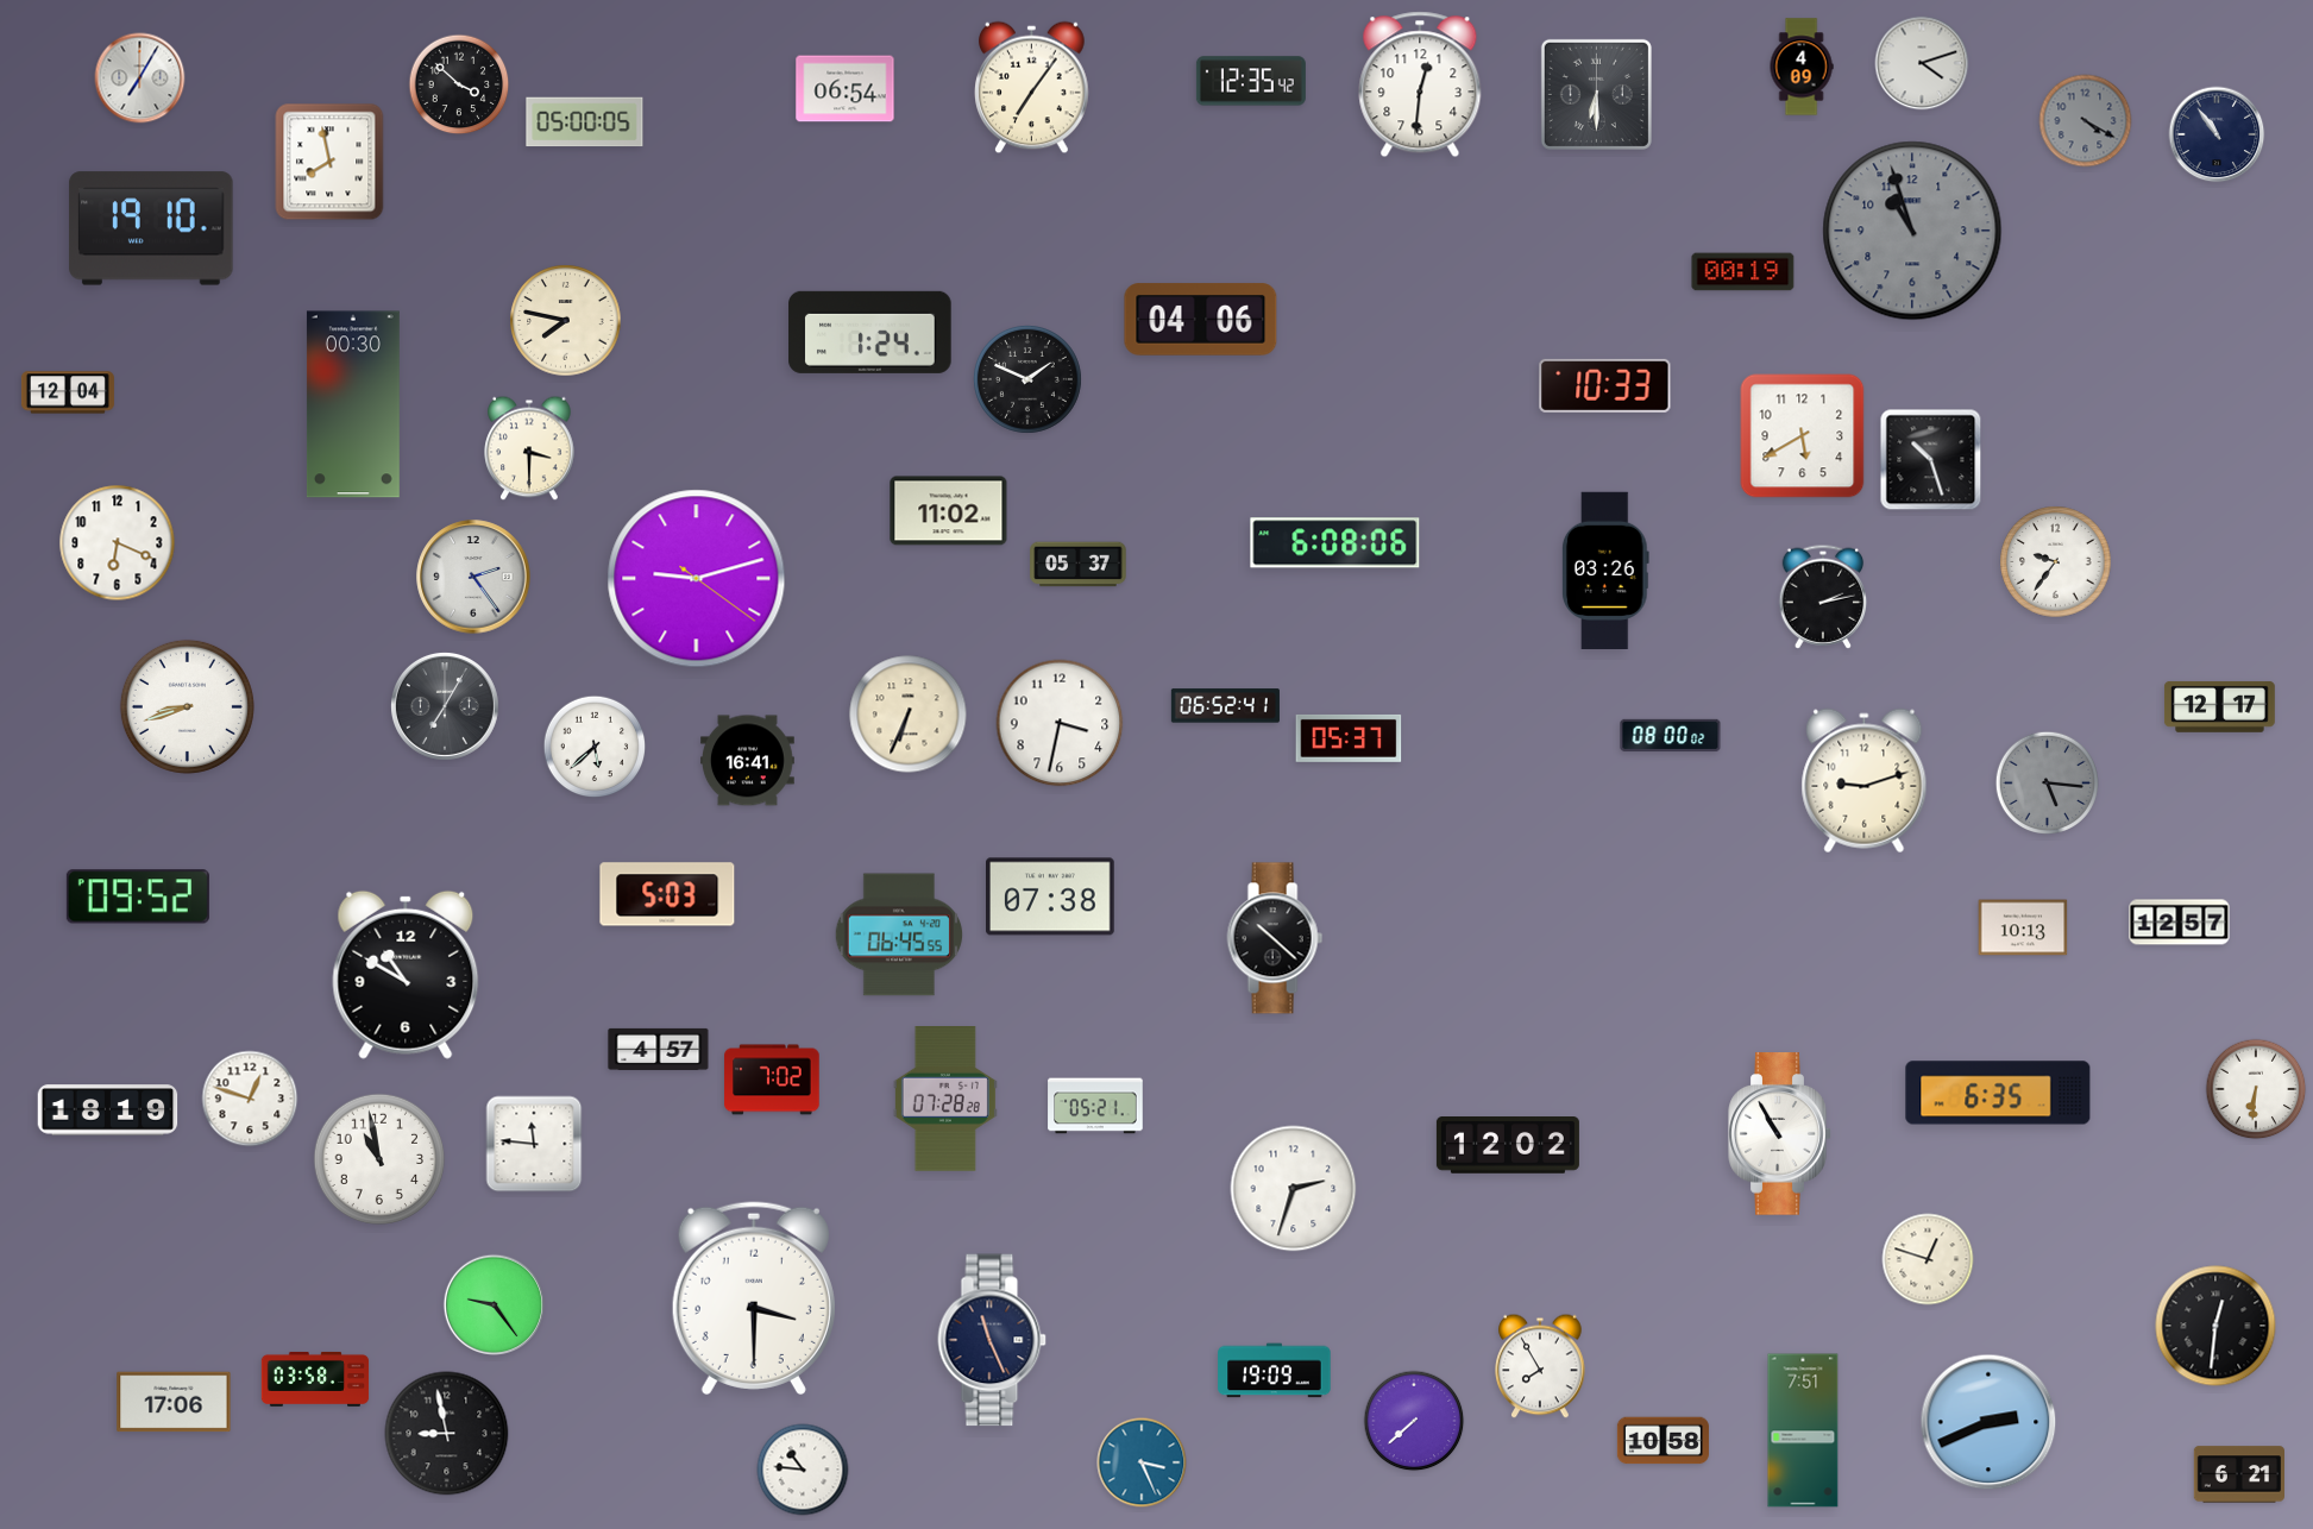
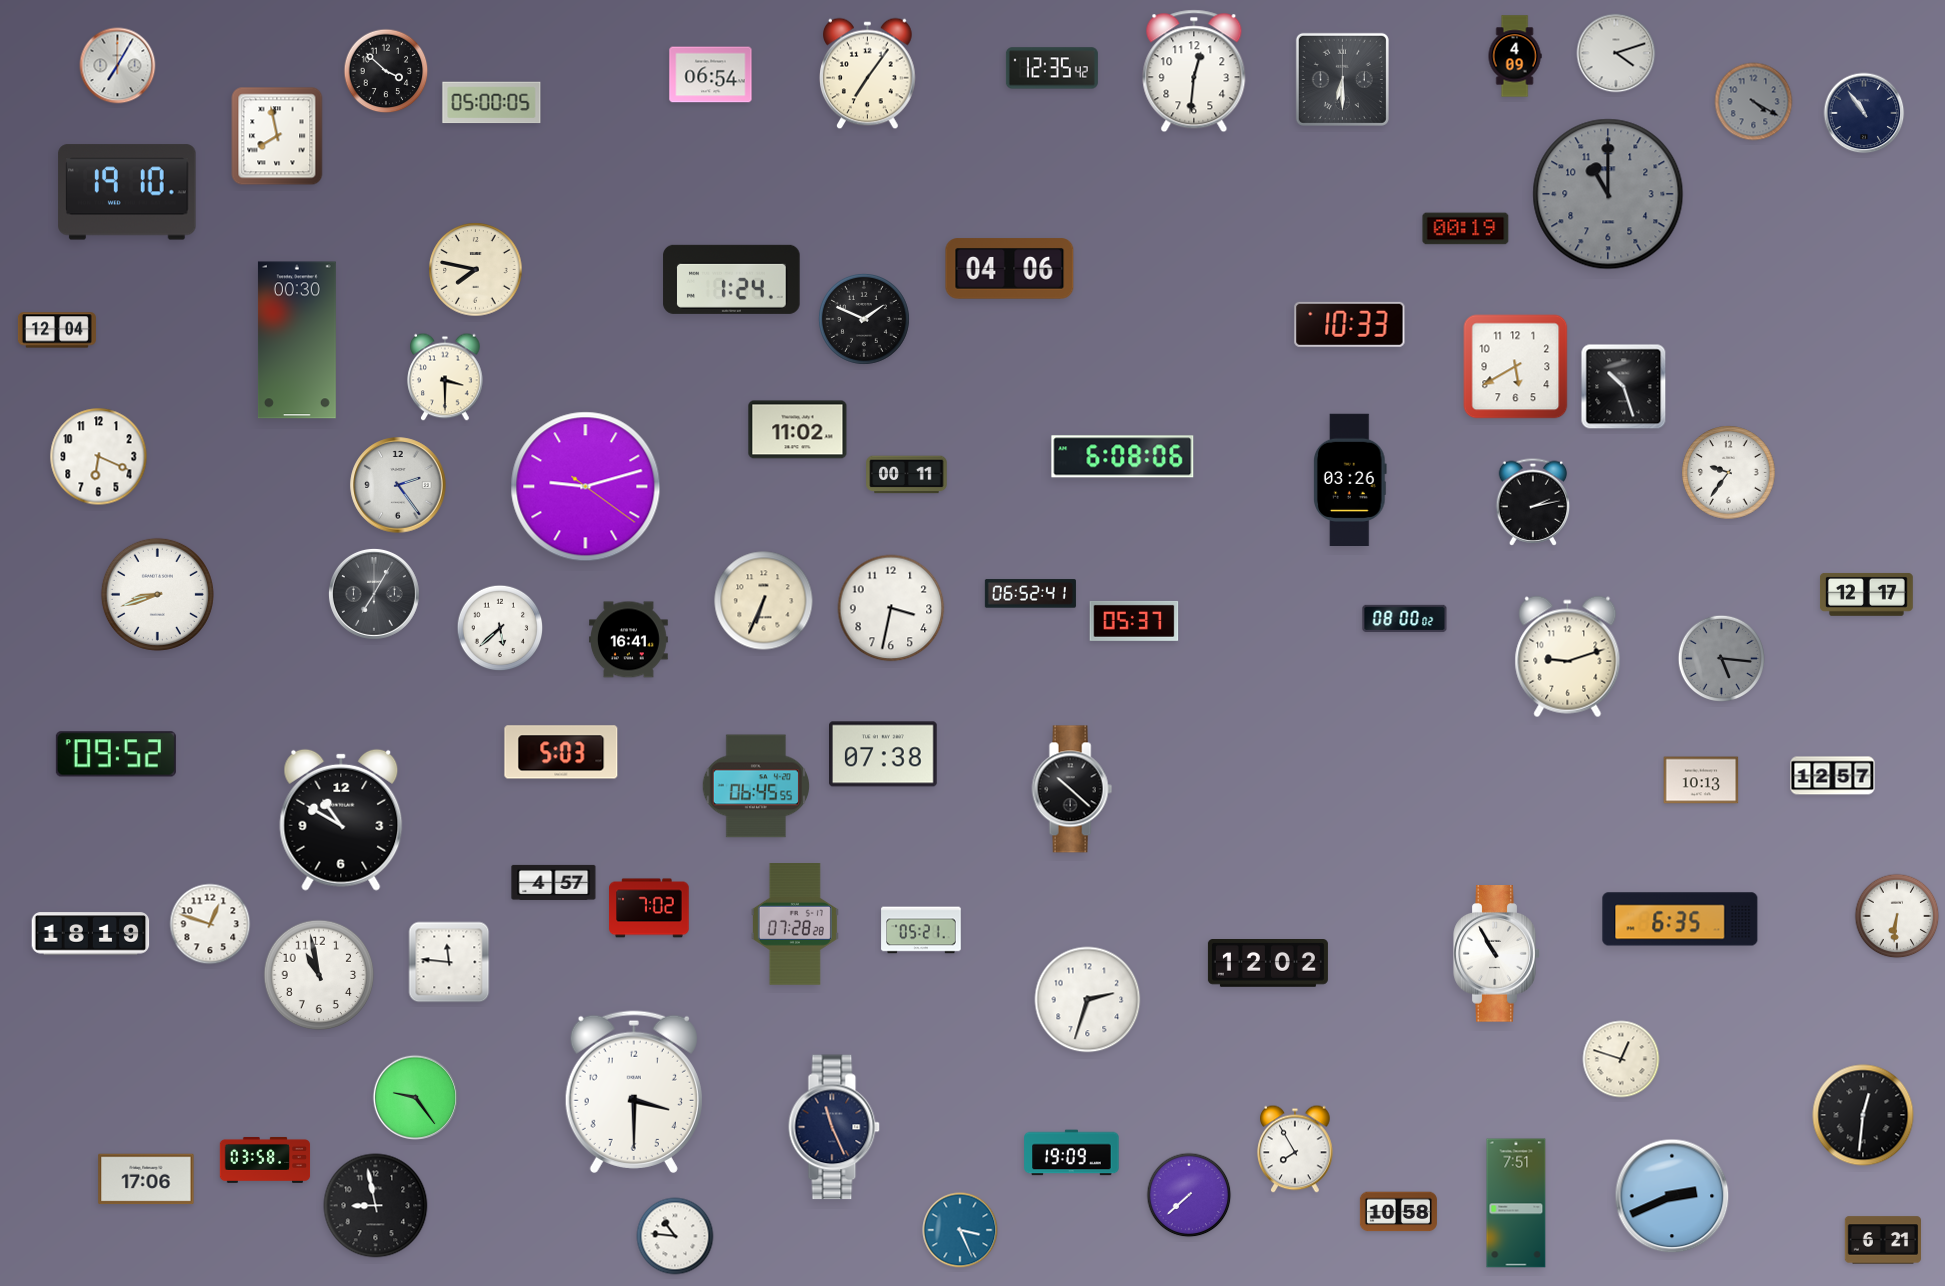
clock at (1912, 231): 10:57 -> 11:00
clock at (1079, 565): 05:37 -> 00:11
